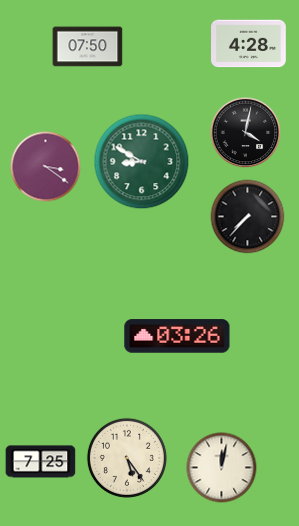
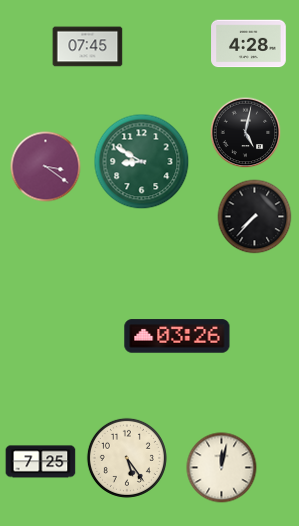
clock at (88, 47): 07:50 -> 07:45
clock at (246, 133): 4:02 -> 5:02
clock at (248, 217) position: (248, 217) -> (255, 217)
